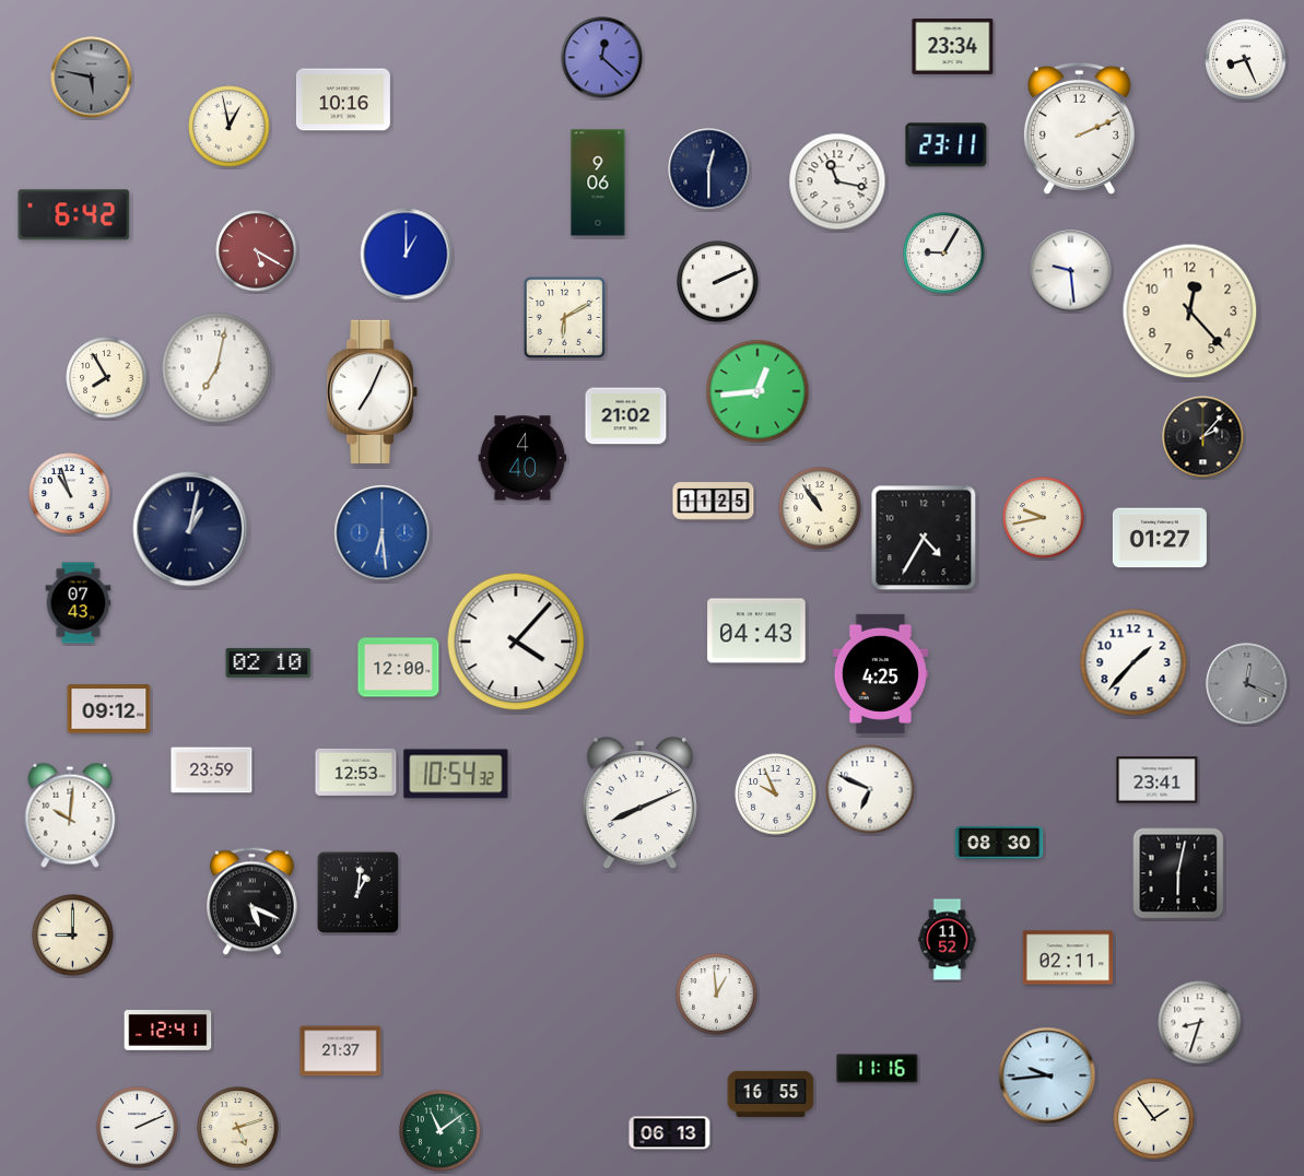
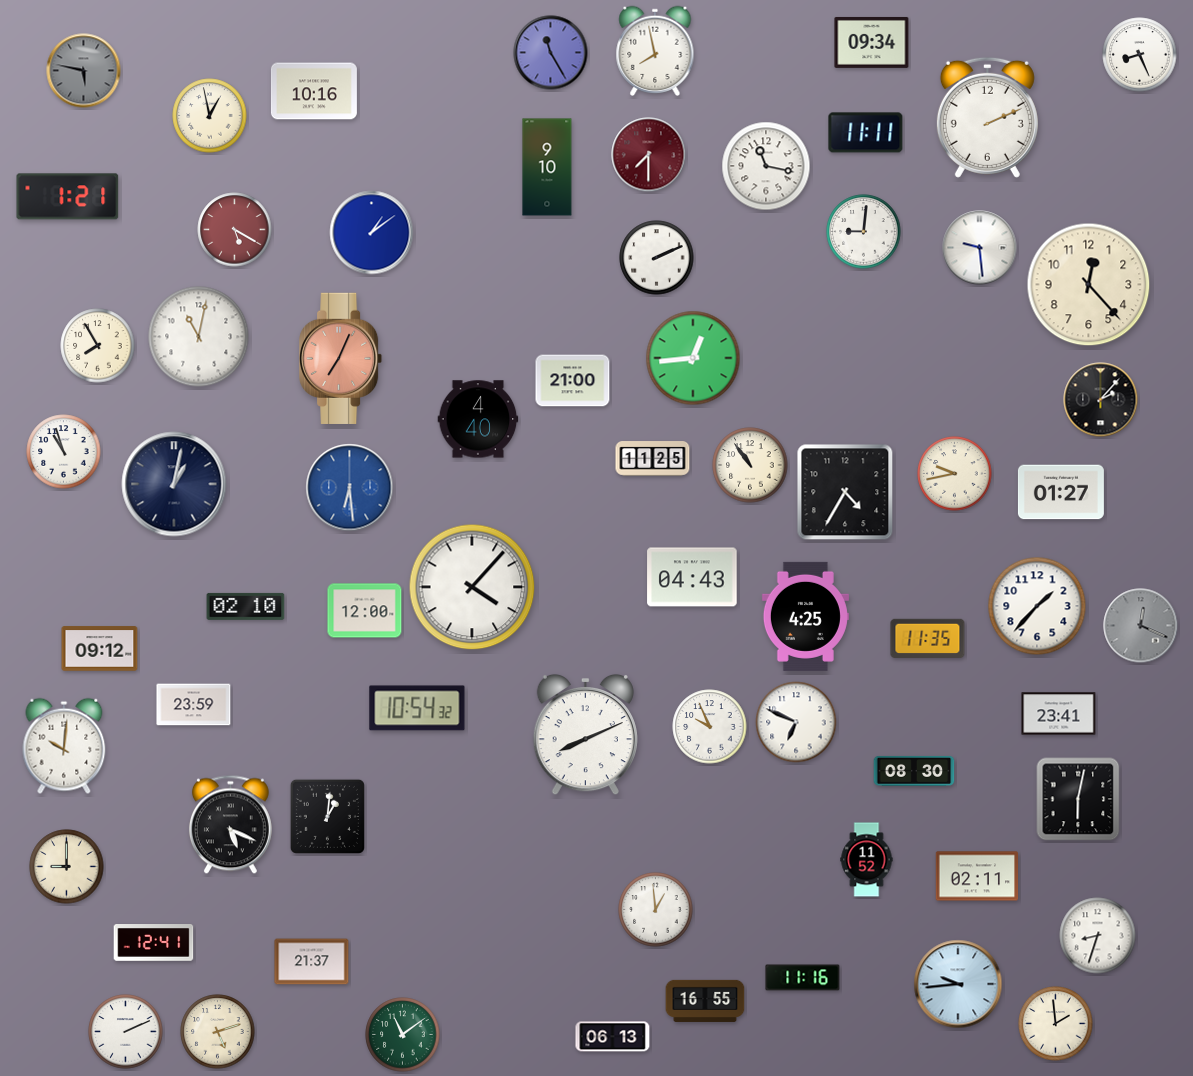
clock at (953, 46): 23:34 -> 09:34
clock at (655, 50): none -> 7:58
clock at (602, 58): 12:22 -> 11:25
clock at (947, 145): 23:11 -> 11:11
clock at (709, 169): 12:30 -> 7:30
clock at (709, 169) dial: navy -> burgundy
clock at (598, 183): 9:06 -> 9:10
clock at (74, 215): 6:42 -> 1:21
clock at (944, 254): 9:05 -> 9:01
clock at (407, 255): 1:00 -> 1:09
clock at (564, 317): 6:10 -> none
clock at (218, 368): 7:02 -> 11:02
clock at (374, 391) dial: white -> salmon
clock at (626, 416): 21:02 -> 21:00
clock at (79, 603): 07:43 -> none
clock at (928, 639): none -> 11:35
clock at (356, 772): 12:53 -> none
clock at (73, 936) position: (73, 936) -> (67, 867)
clock at (1154, 1119): 1:54 -> 1:59
